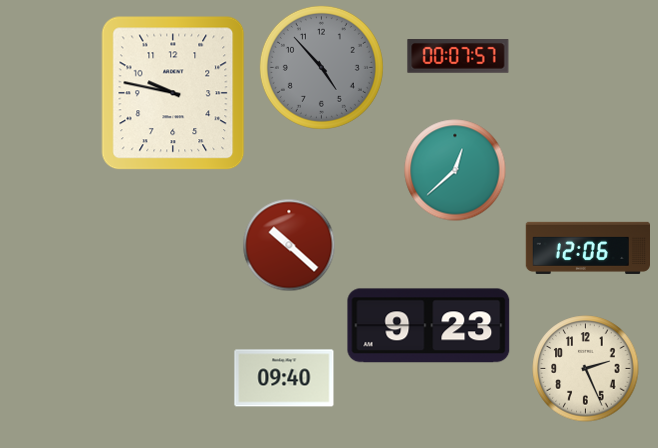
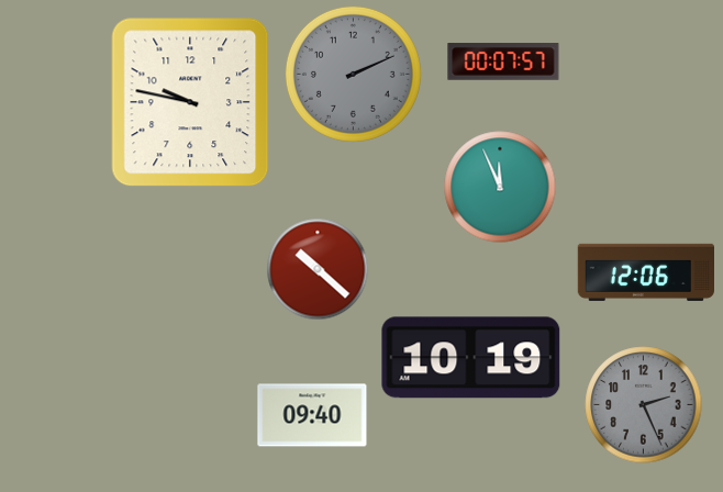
clock at (321, 67): 4:53 -> 2:11
clock at (455, 170): 12:38 -> 11:56
clock at (429, 326): 9:23 -> 10:19
clock at (586, 369) dial: cream -> grey
